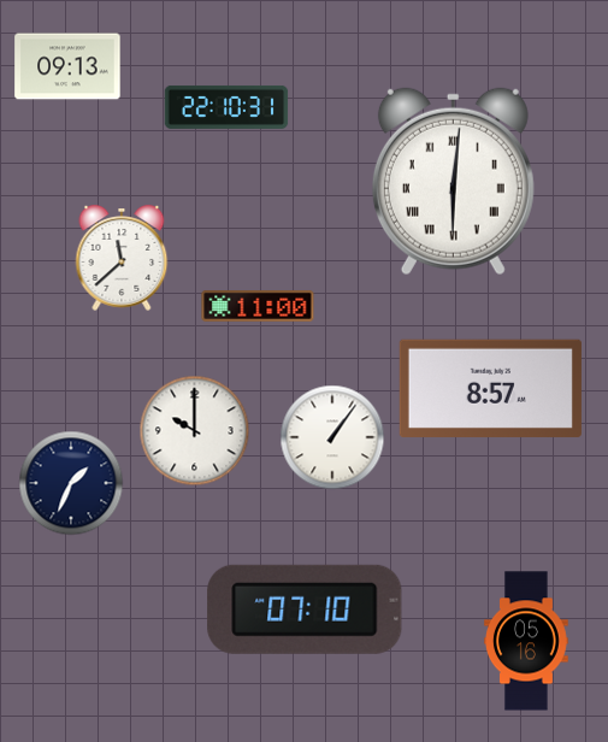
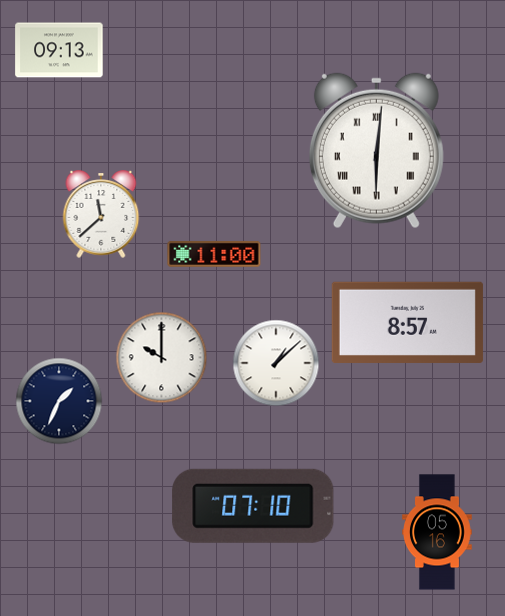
clock at (67, 66) position: (67, 66) -> (59, 50)
clock at (226, 107): 22:10 -> none
clock at (332, 437): 1:06 -> 1:08
